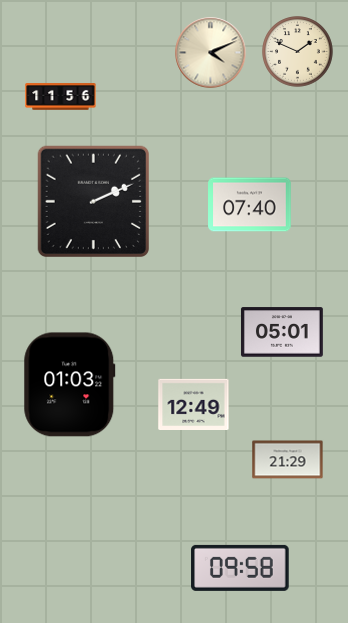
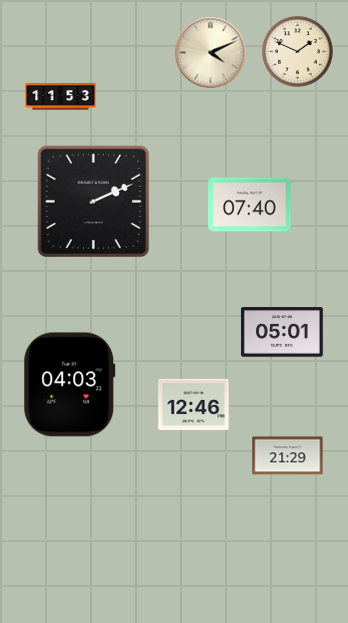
clock at (61, 97): 11:56 -> 11:53
clock at (70, 385): 01:03 -> 04:03
clock at (194, 404): 12:49 -> 12:46
clock at (288, 460) position: (288, 460) -> (288, 456)
clock at (240, 568): 09:58 -> none
